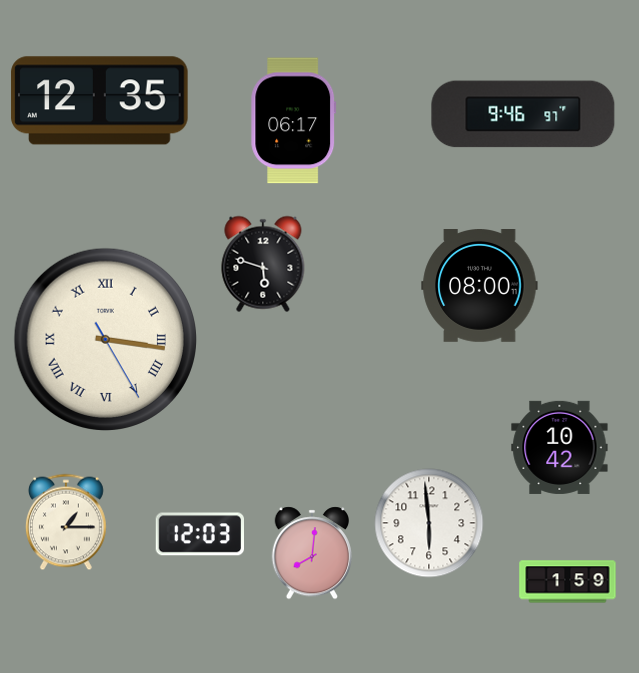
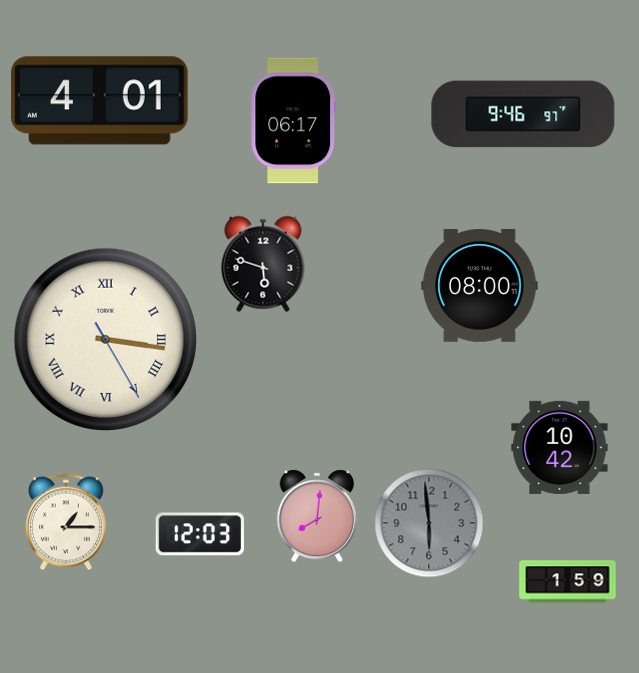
clock at (100, 101): 12:35 -> 4:01
clock at (429, 523) dial: white -> grey
clock at (312, 553) position: (312, 553) -> (317, 516)
